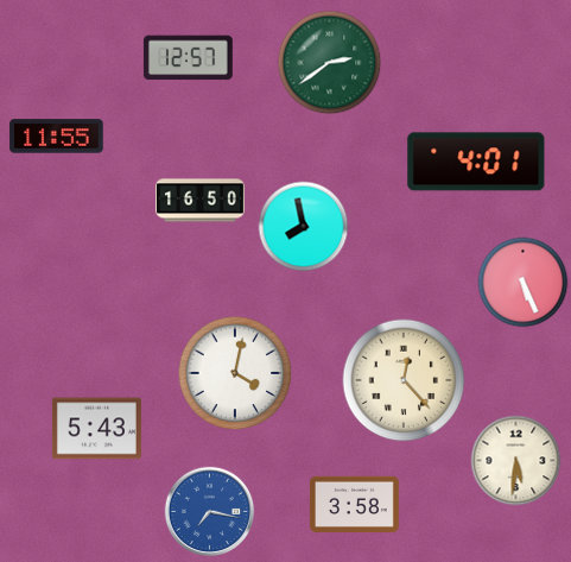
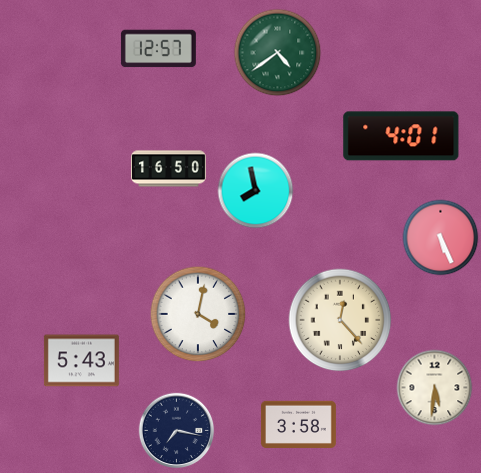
clock at (330, 63): 2:39 -> 4:39
clock at (57, 137): 11:55 -> none
clock at (210, 512) dial: blue -> navy
